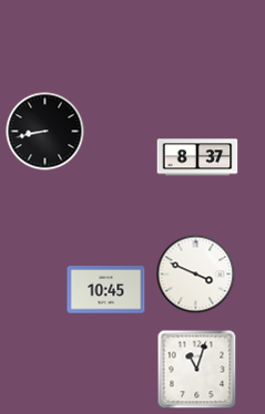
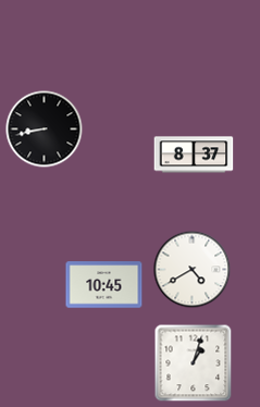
clock at (196, 275): 3:49 -> 4:40
clock at (197, 370): 11:03 -> 1:03
